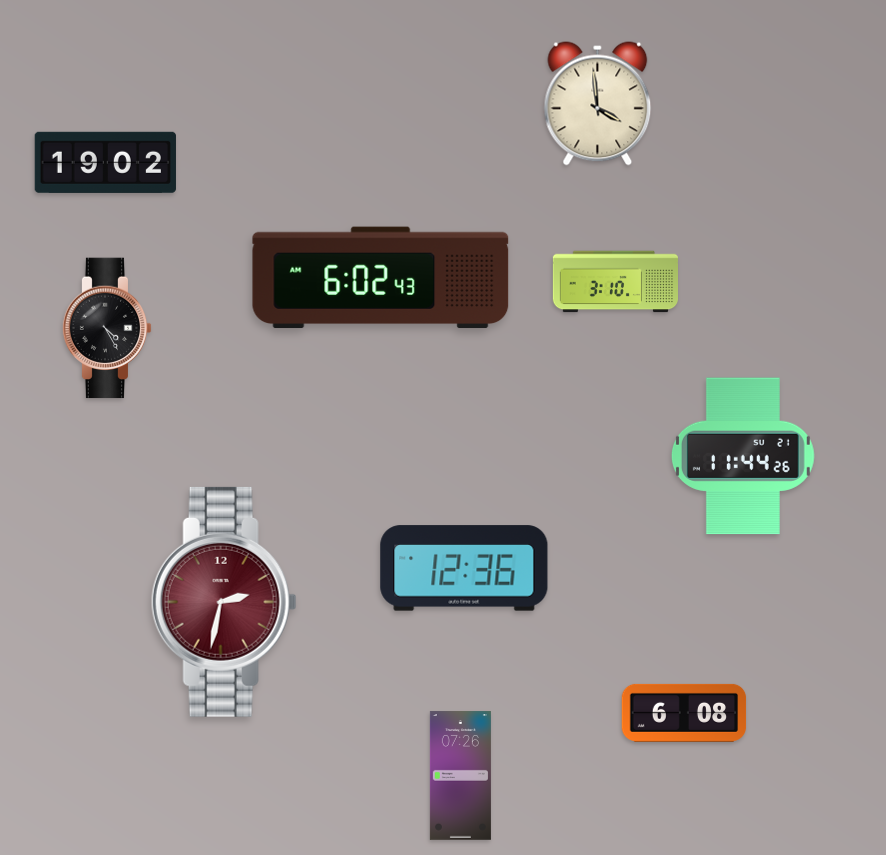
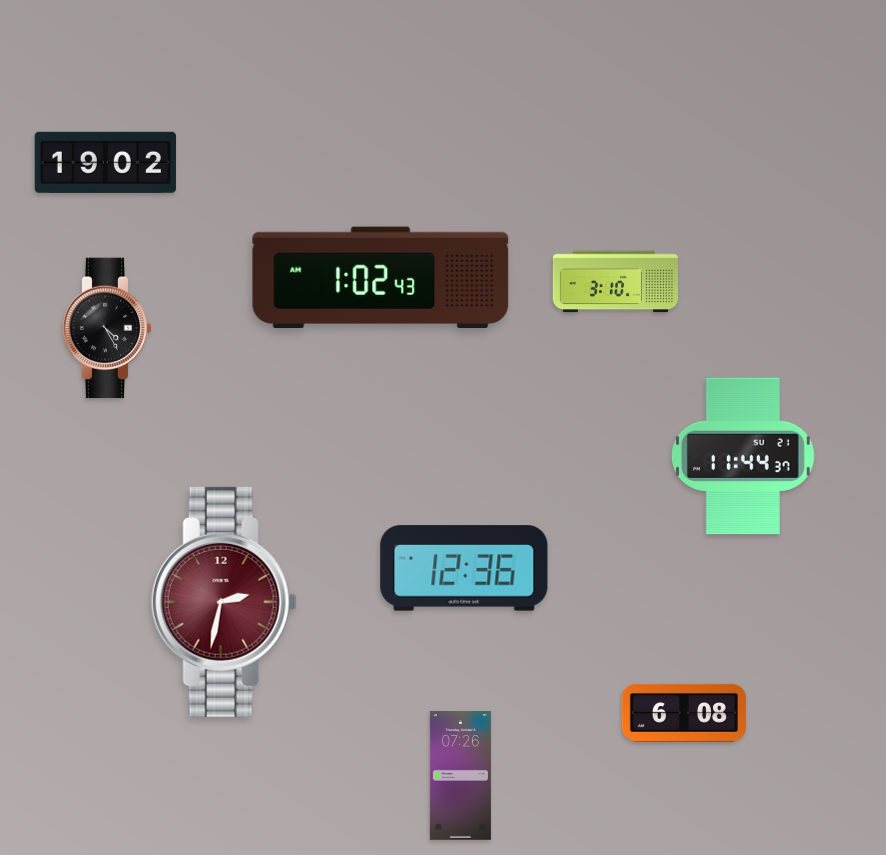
clock at (598, 104): 3:59 -> none
clock at (381, 278): 6:02 -> 1:02
clock at (743, 456): 11:44:26 -> 11:44:37
